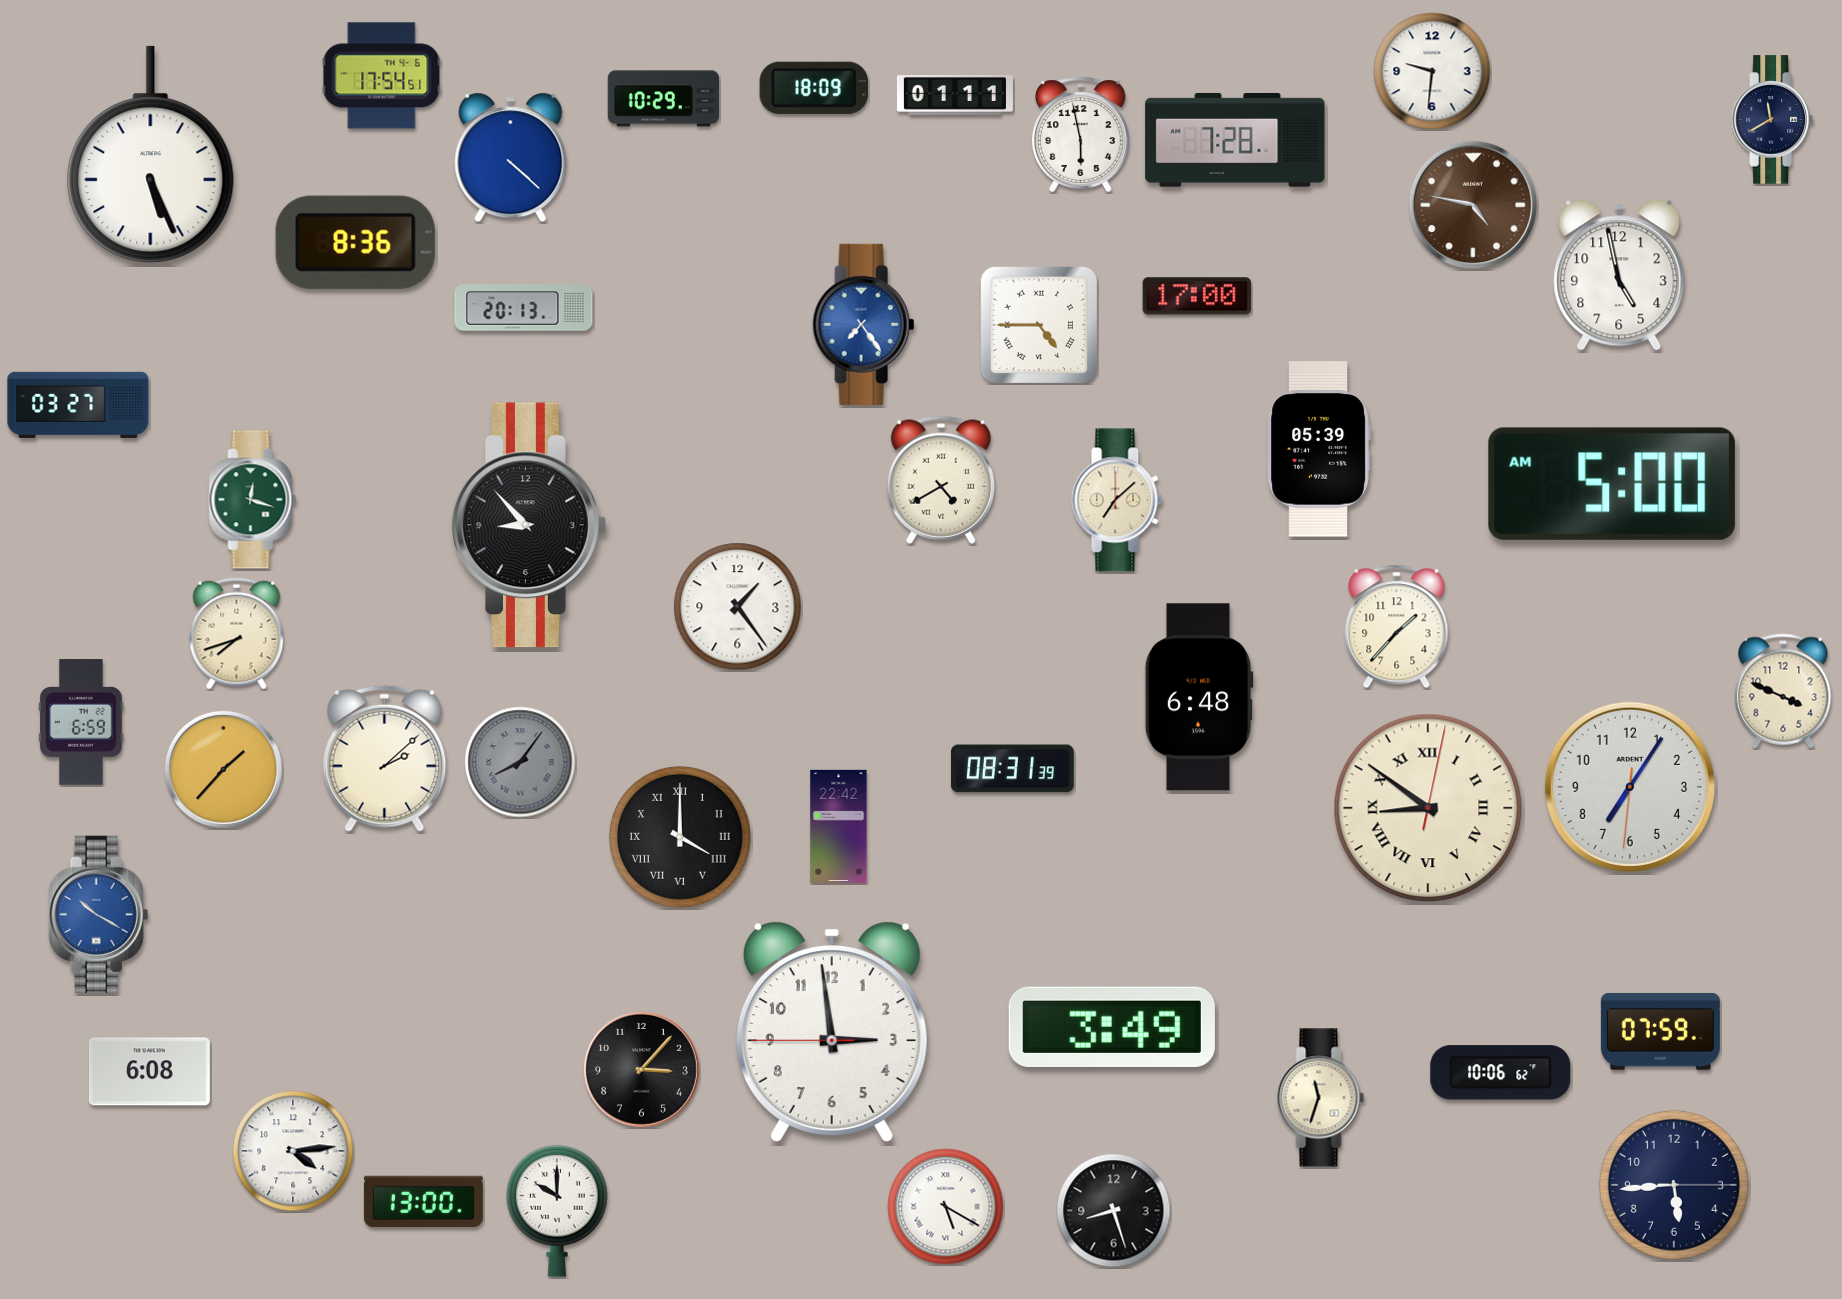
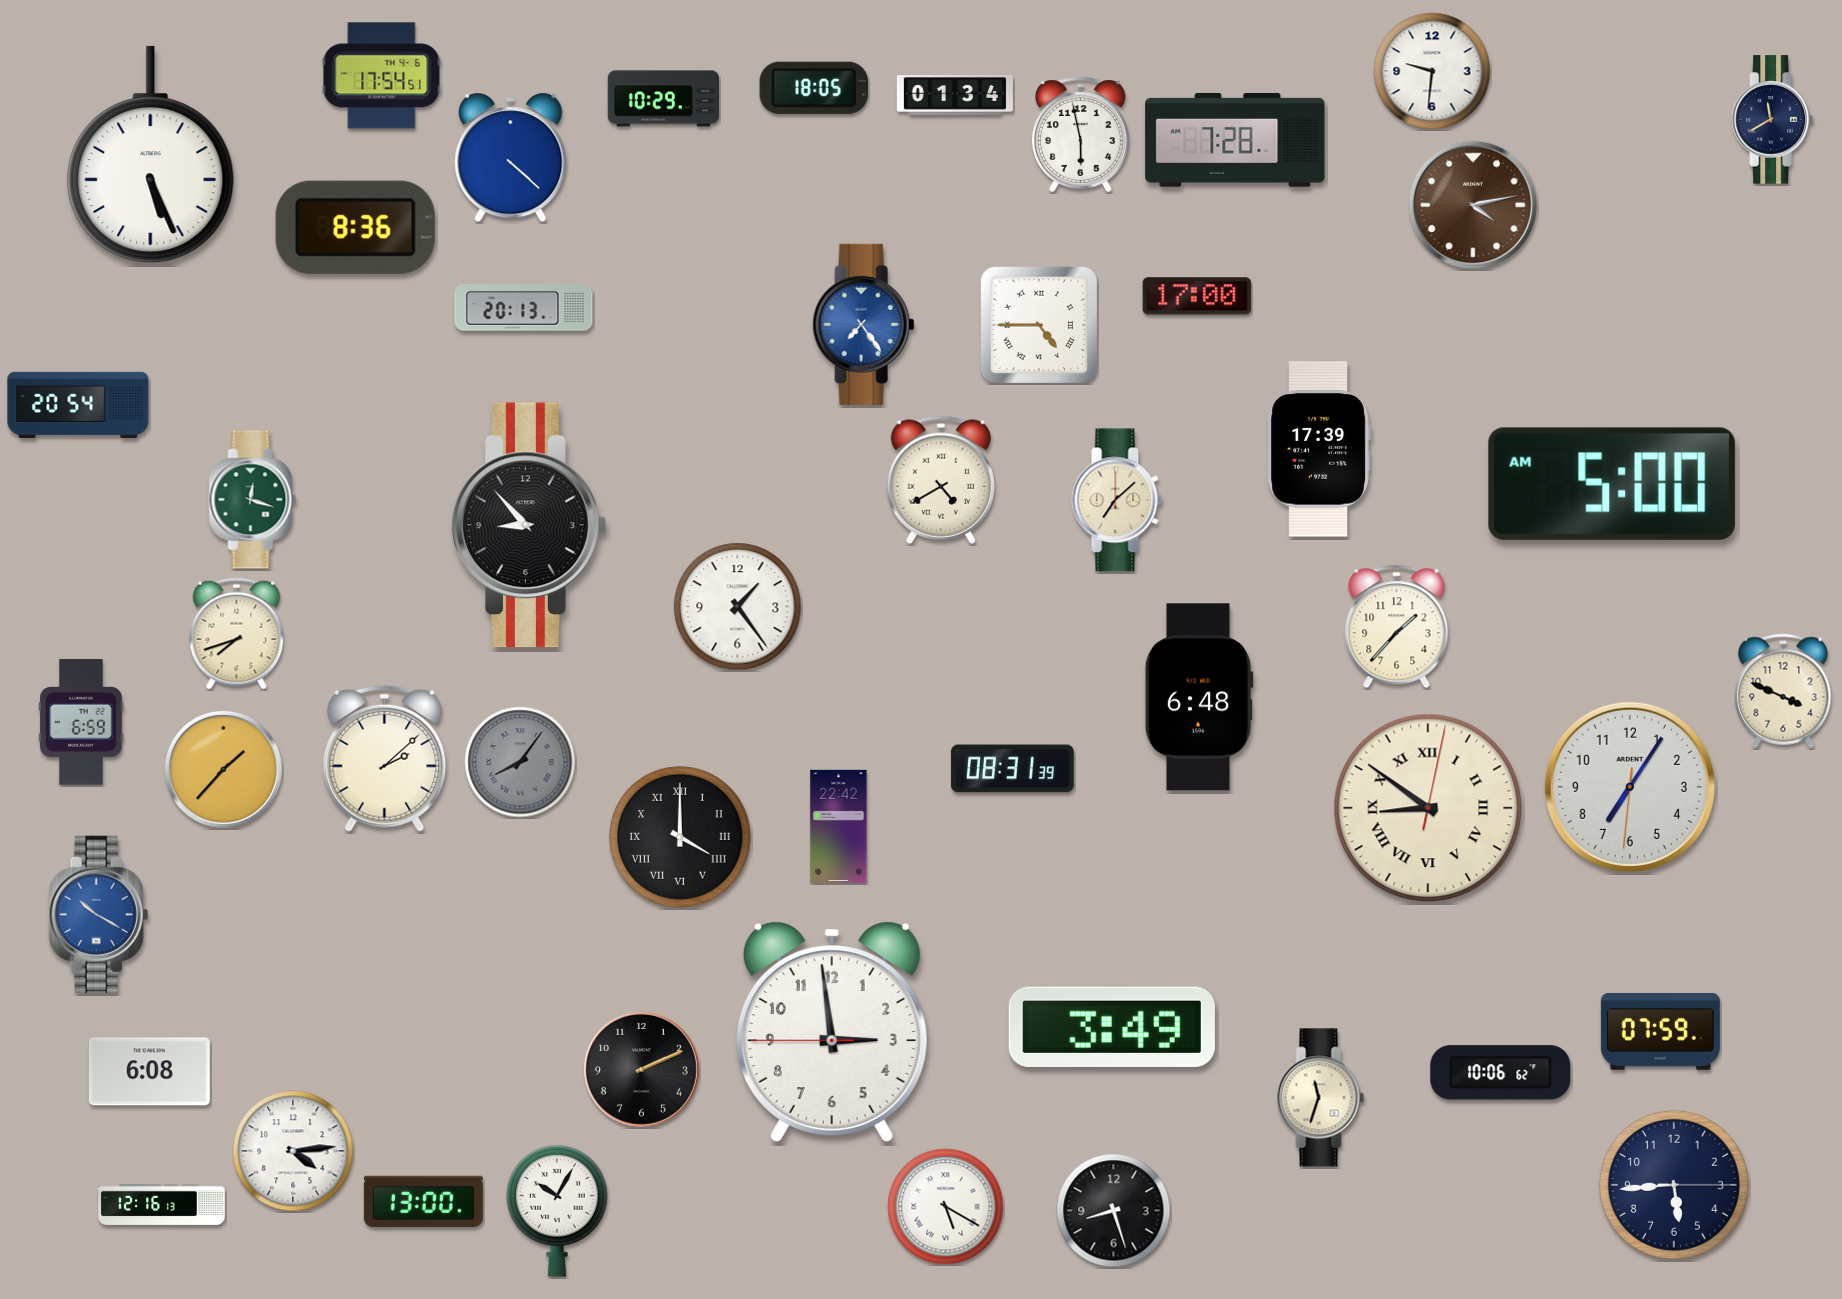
clock at (814, 88): 18:09 -> 18:05
clock at (955, 96): 01:11 -> 01:34
clock at (1473, 205): 4:47 -> 4:13
clock at (355, 242) position: (355, 242) -> (355, 227)
clock at (1619, 275): 4:58 -> none
clock at (78, 405): 03:27 -> 20:54
clock at (1319, 449): 05:39 -> 17:39
clock at (641, 1069): 3:07 -> 2:11
clock at (162, 1204): none -> 12:16
clock at (557, 1211): 10:00 -> 10:05
